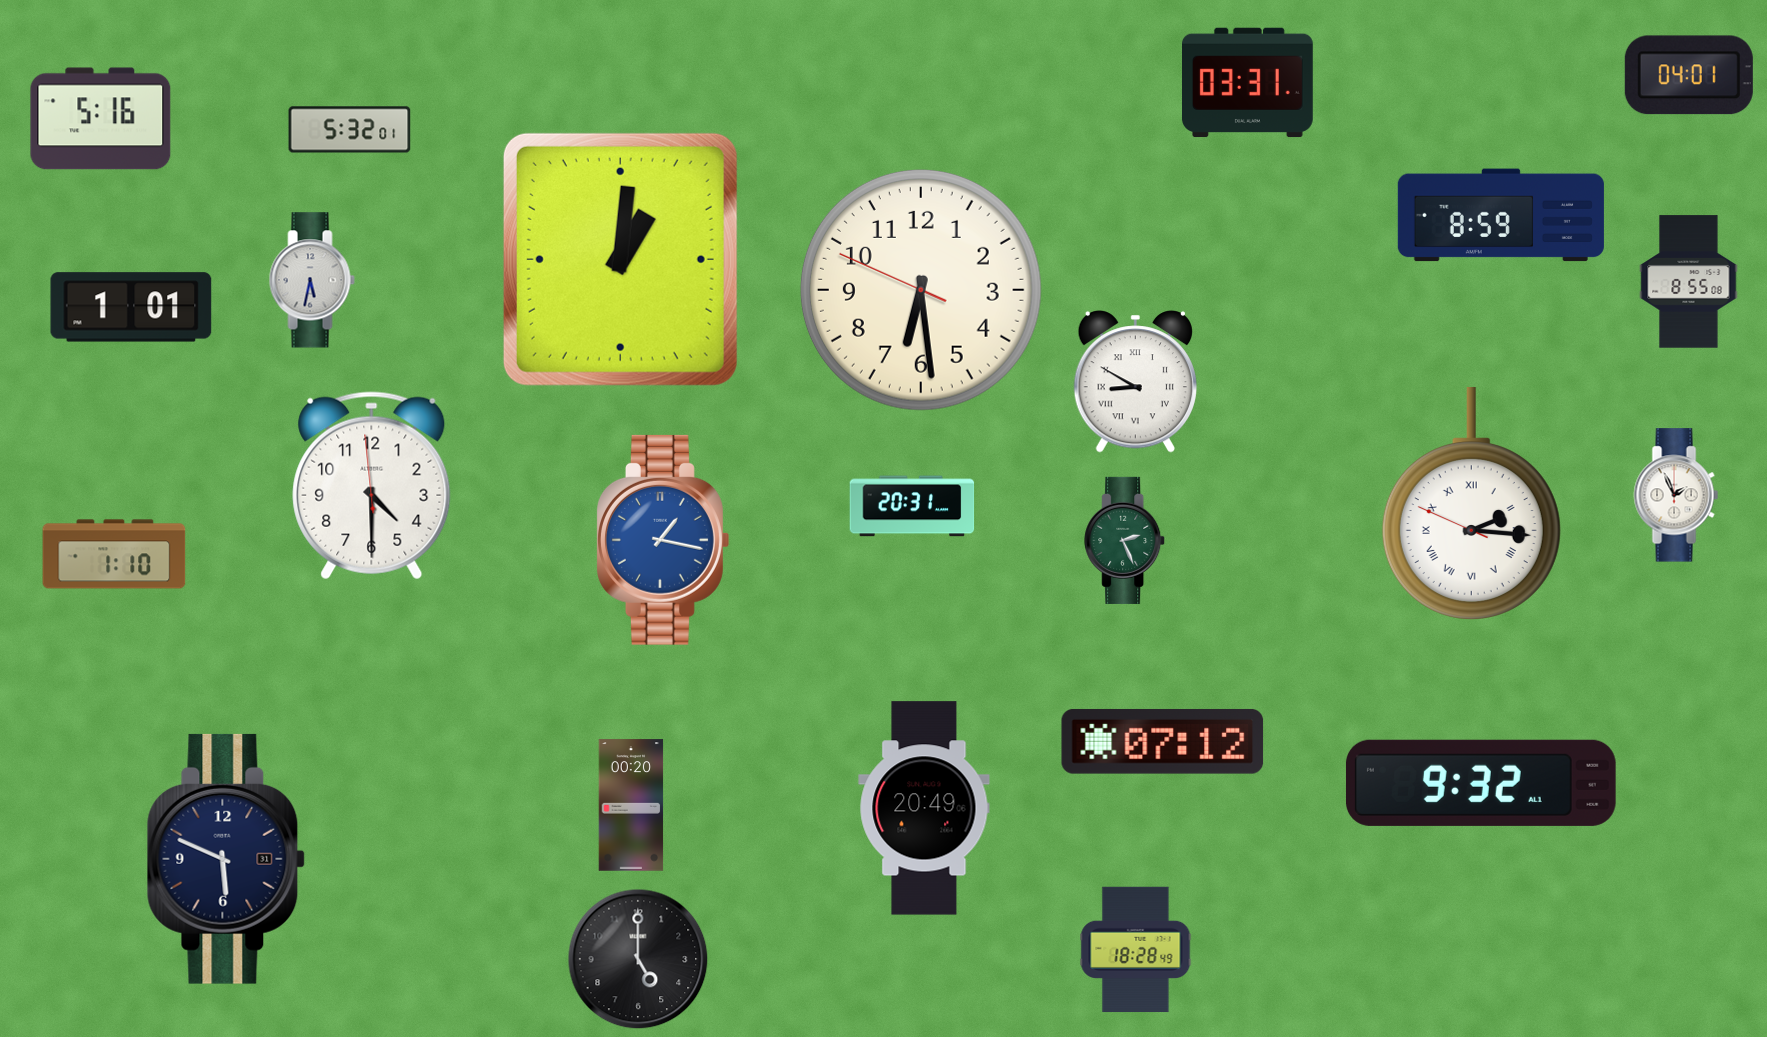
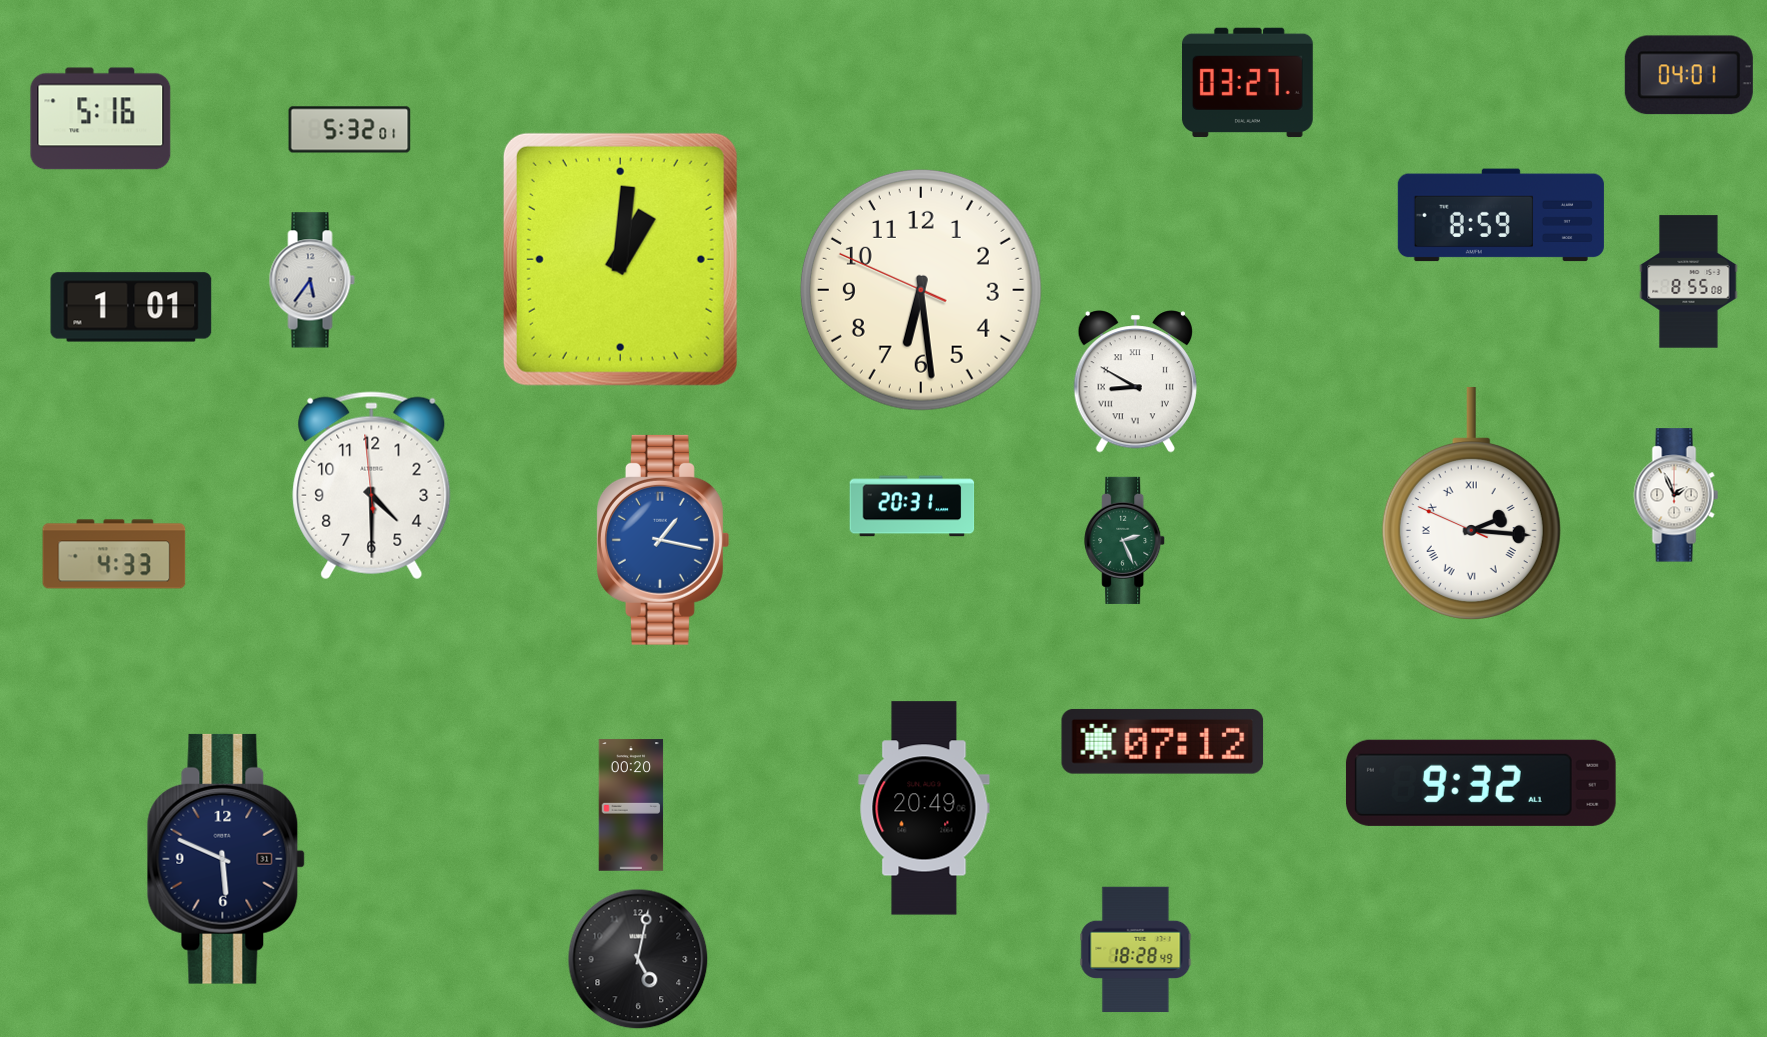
clock at (1248, 83): 03:31 -> 03:27
clock at (312, 280): 5:32 -> 5:36
clock at (114, 554): 1:10 -> 4:33
clock at (638, 959): 5:00 -> 5:02
